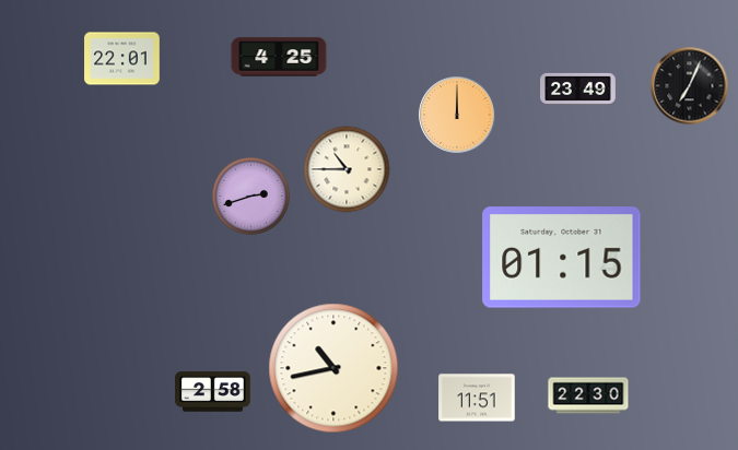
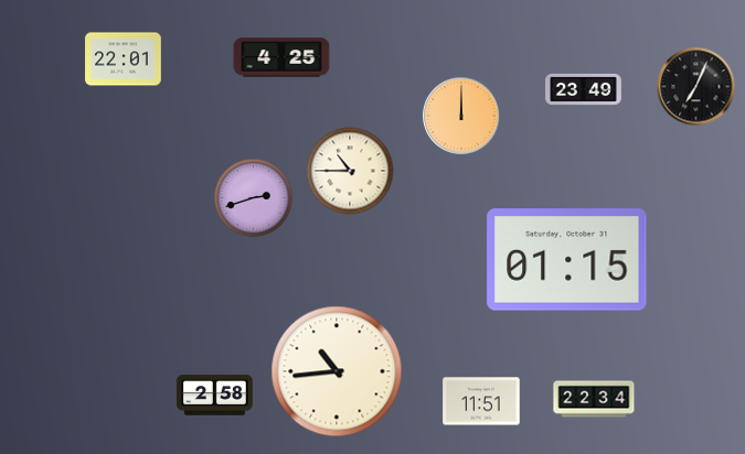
clock at (333, 368): 10:43 -> 10:44
clock at (588, 395): 22:30 -> 22:34
